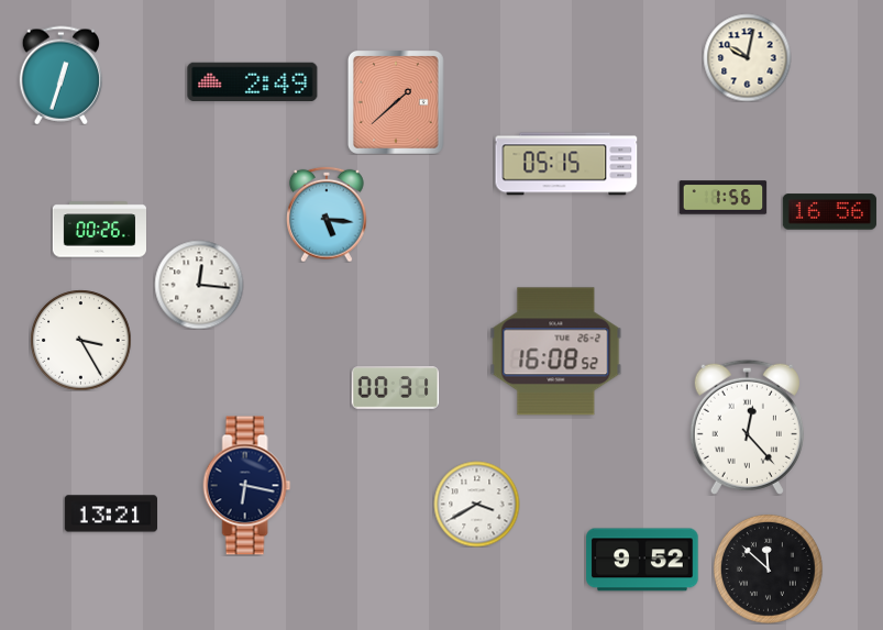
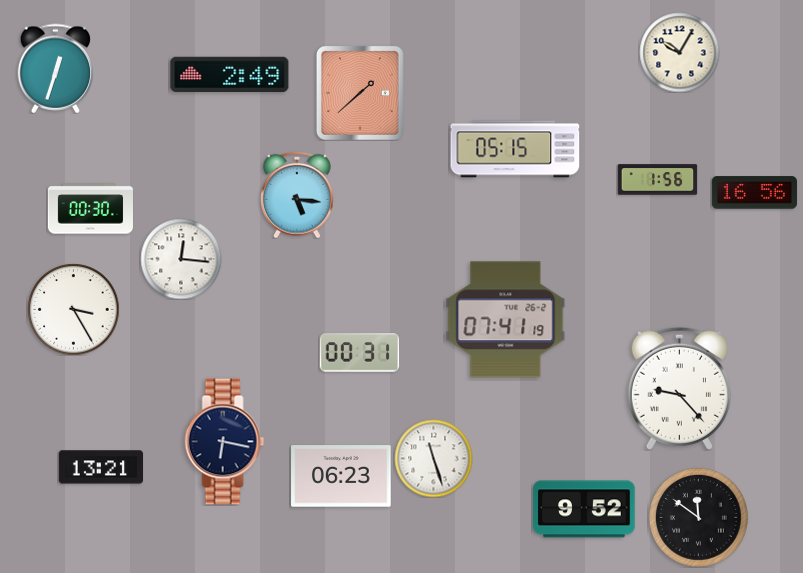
clock at (747, 57): 10:02 -> 10:05
clock at (99, 230): 00:26 -> 00:30
clock at (556, 352): 16:08 -> 07:41
clock at (747, 427): 12:23 -> 9:23
clock at (476, 504): 3:40 -> 11:27
clock at (341, 476): none -> 06:23
clock at (768, 568): 11:52 -> 11:51
